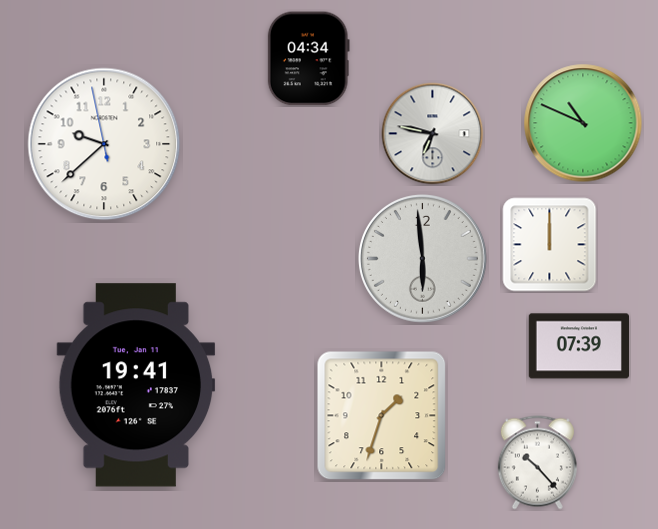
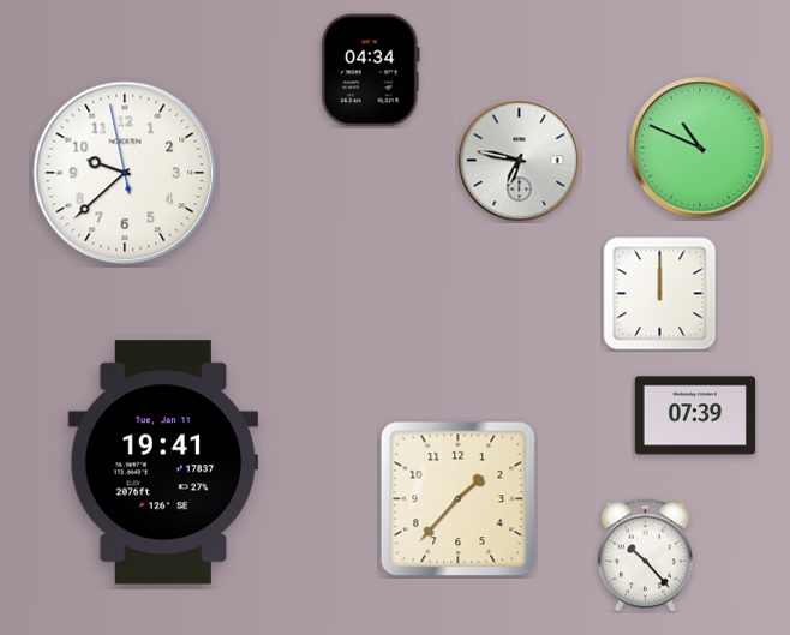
clock at (423, 259): 5:59 -> none
clock at (382, 416): 1:33 -> 1:37
